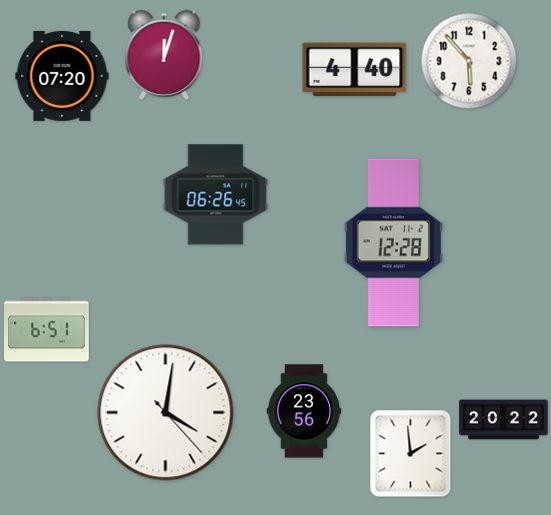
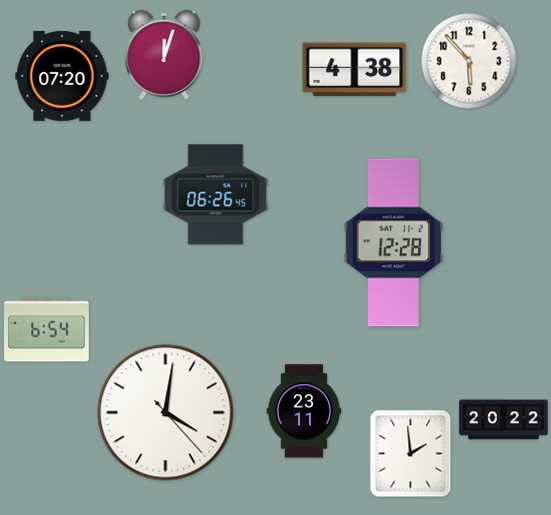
clock at (355, 70): 4:40 -> 4:38
clock at (47, 330): 6:51 -> 6:54
clock at (304, 411): 23:56 -> 23:11
